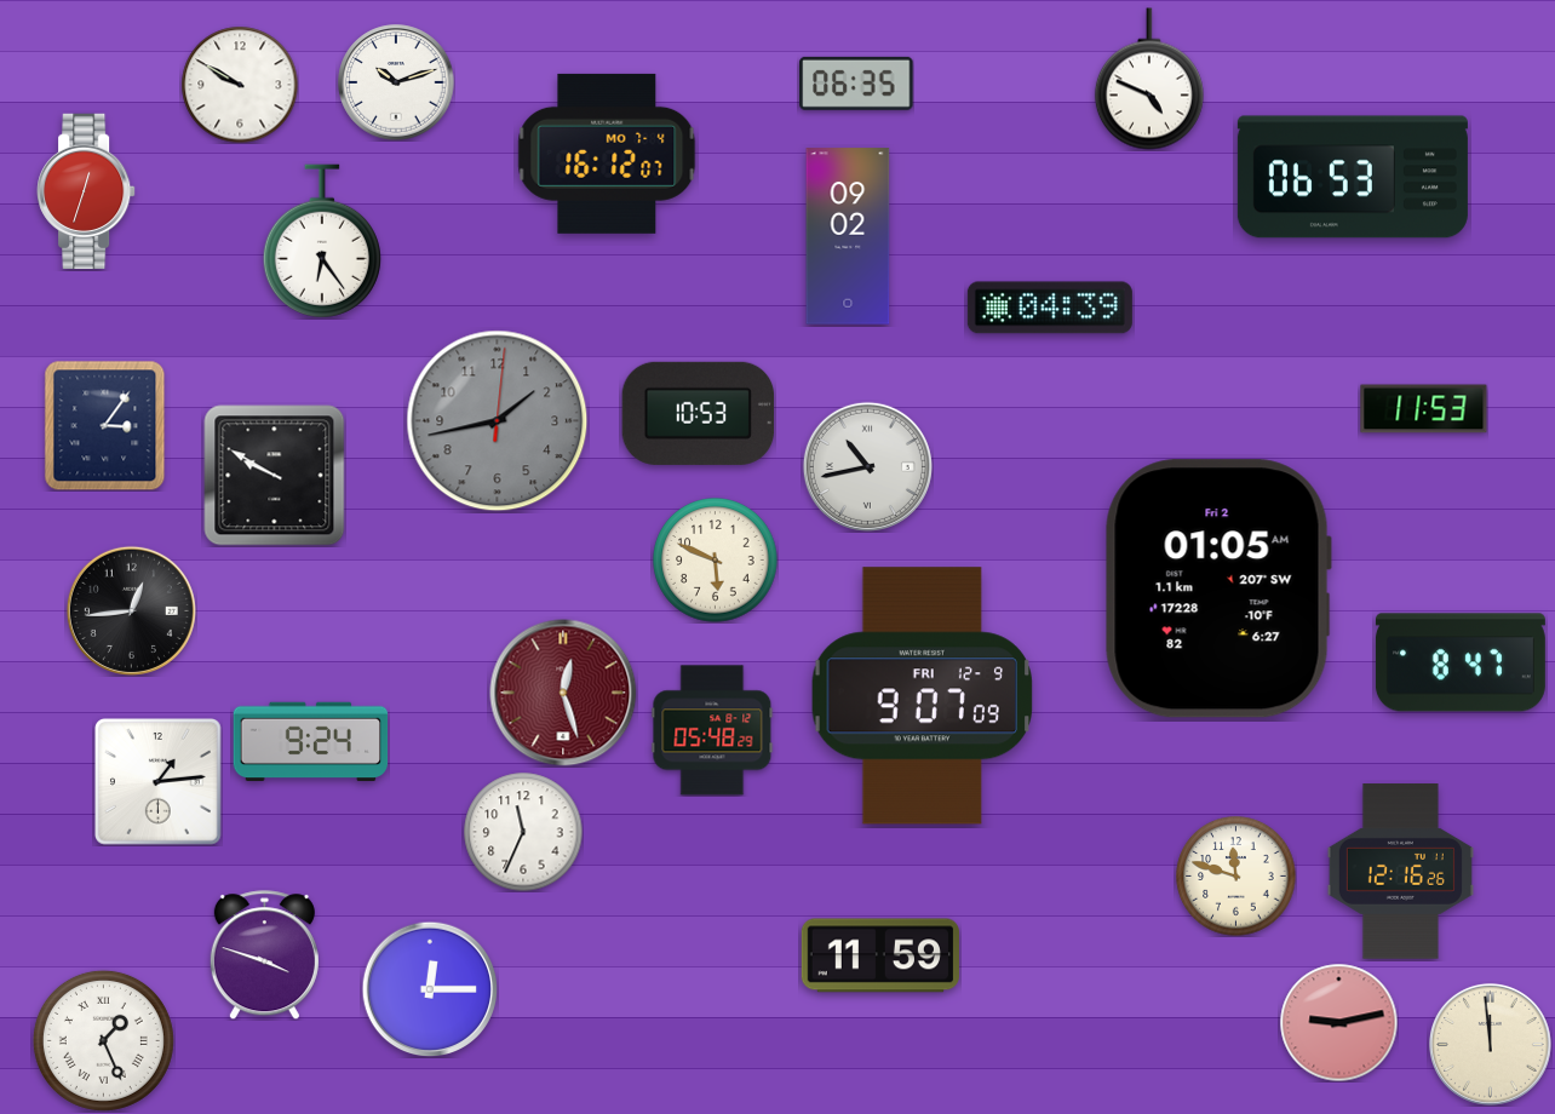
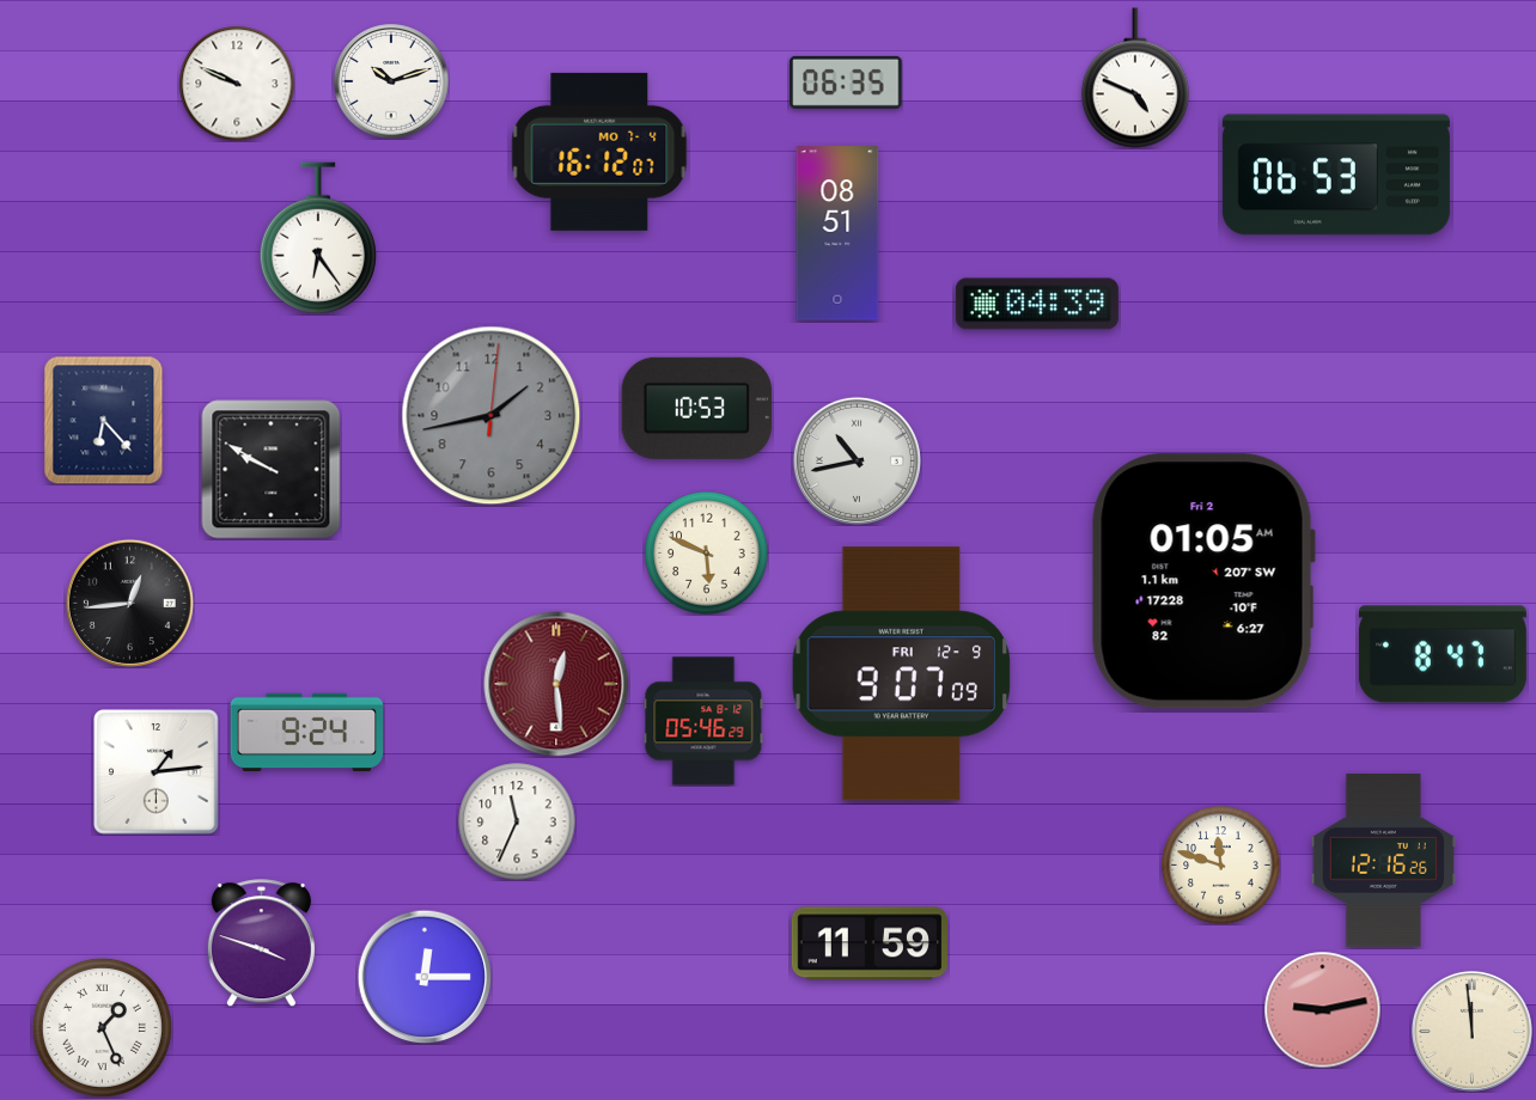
clock at (240, 85): 9:50 -> 9:49
clock at (86, 191): 12:33 -> none
clock at (848, 236): 09:02 -> 08:51
clock at (1424, 409): 11:53 -> none
clock at (699, 413) position: (699, 413) -> (697, 408)
clock at (105, 425): 3:06 -> 6:23
clock at (563, 693): 12:27 -> 12:29
clock at (923, 696) position: (923, 696) -> (902, 674)
clock at (712, 730): 05:48 -> 05:46
